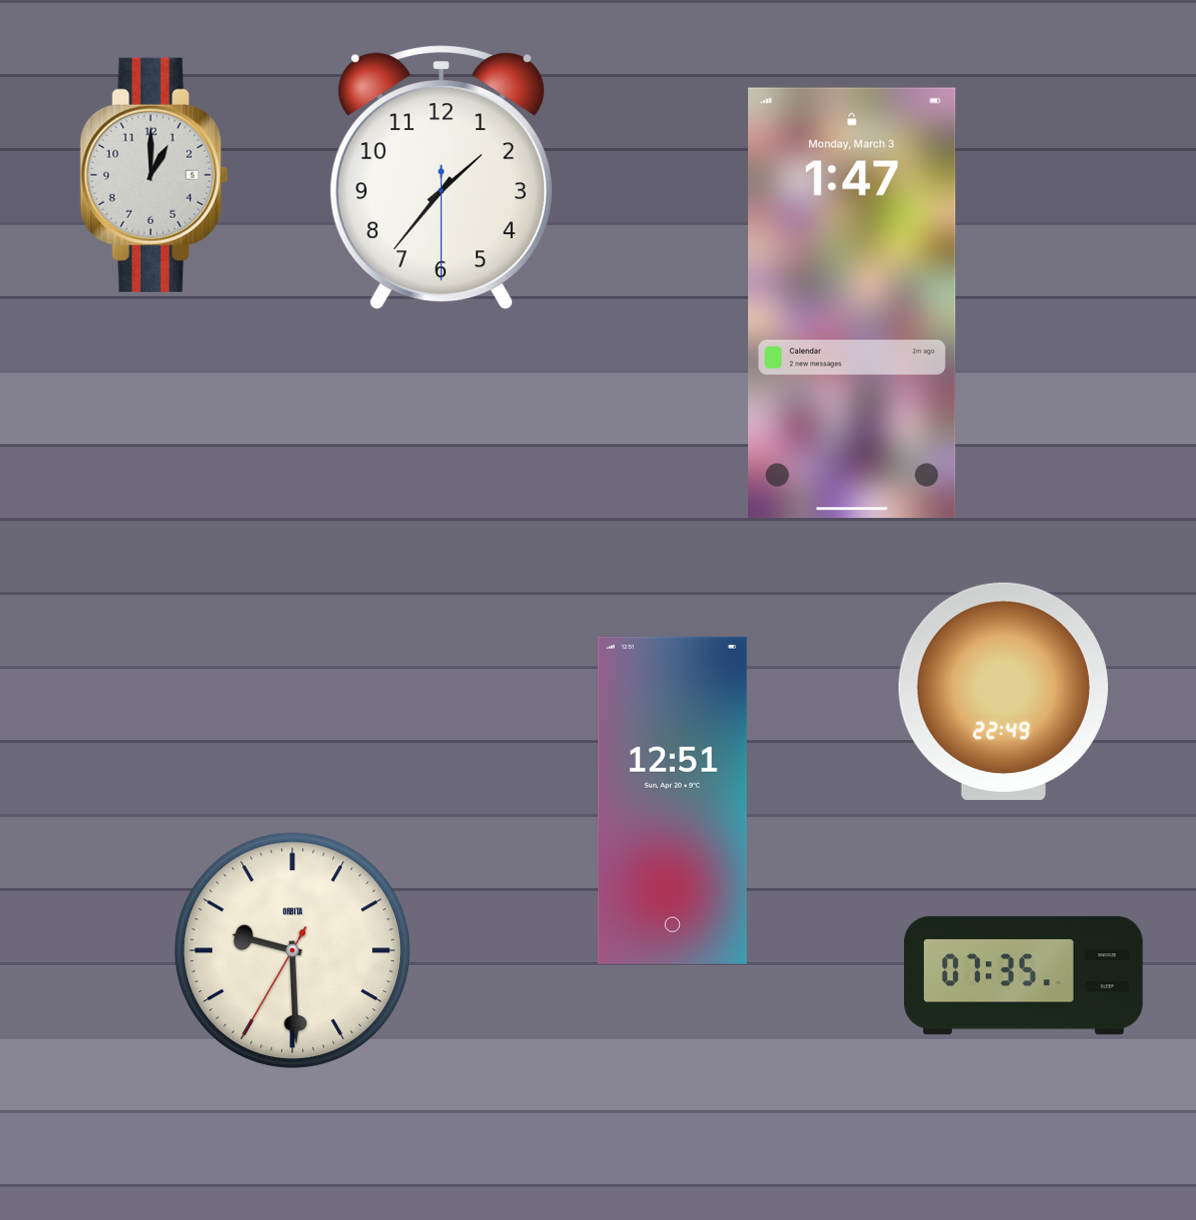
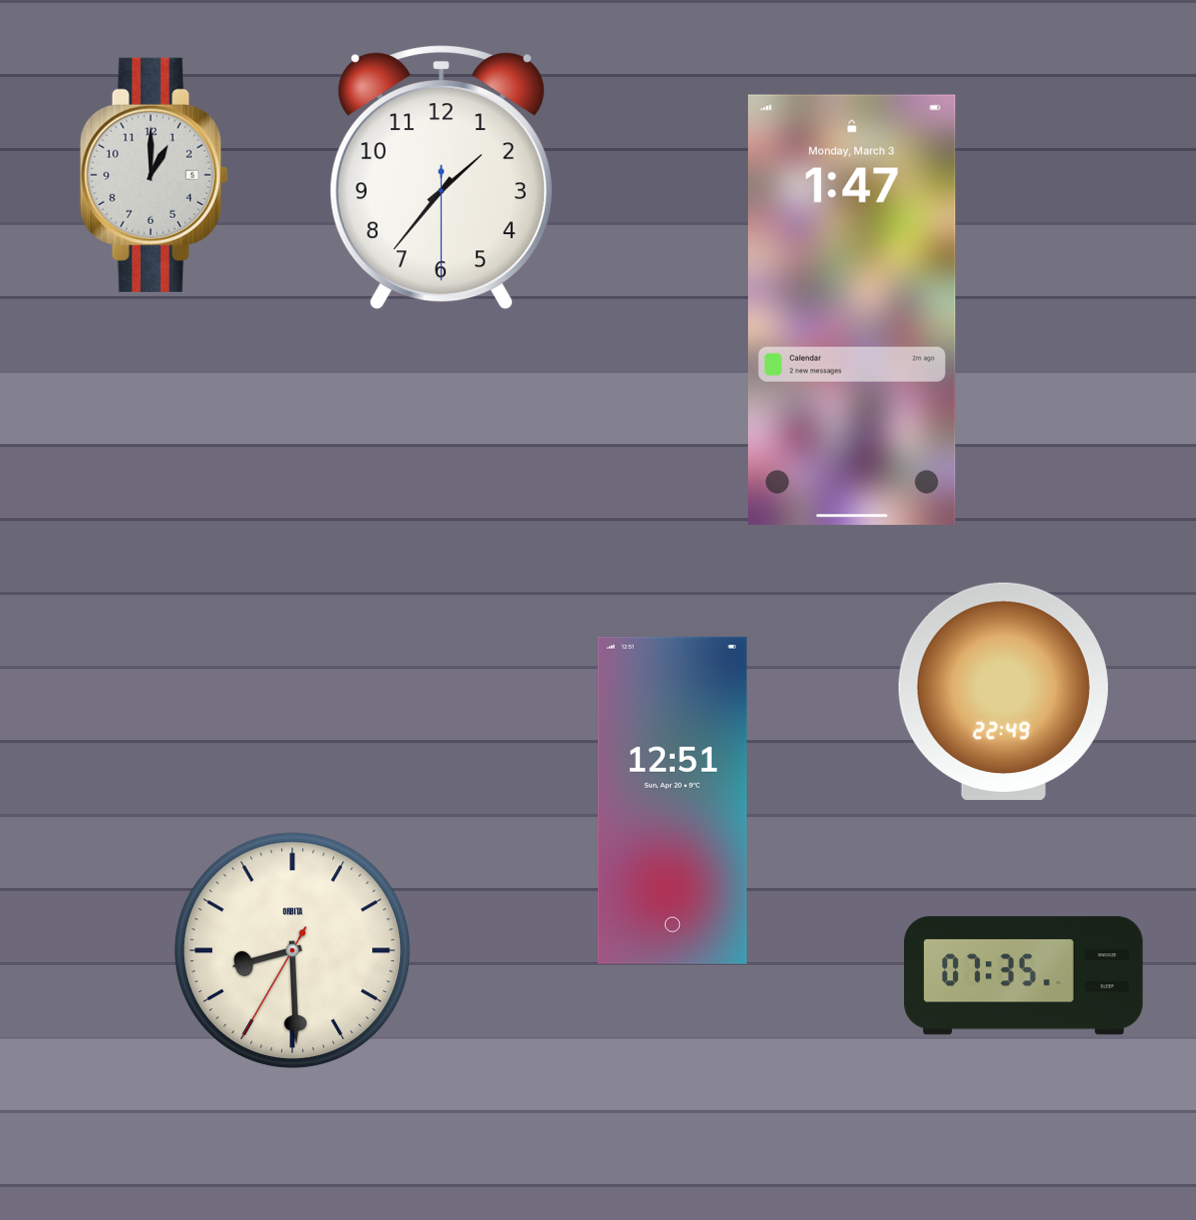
clock at (852, 303) position: (852, 303) -> (852, 310)
clock at (293, 951): 9:29 -> 8:29
